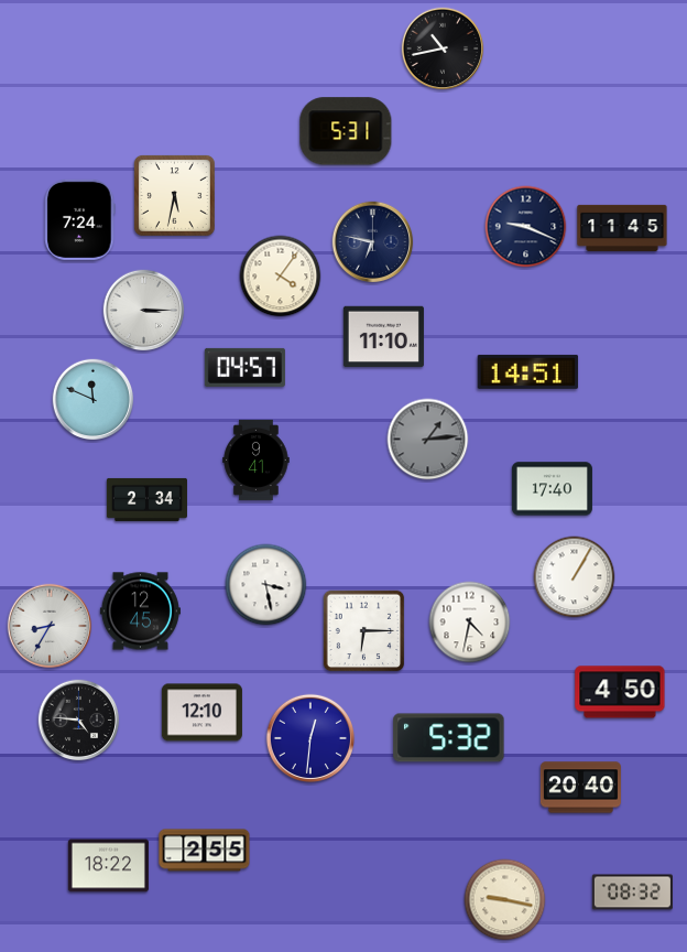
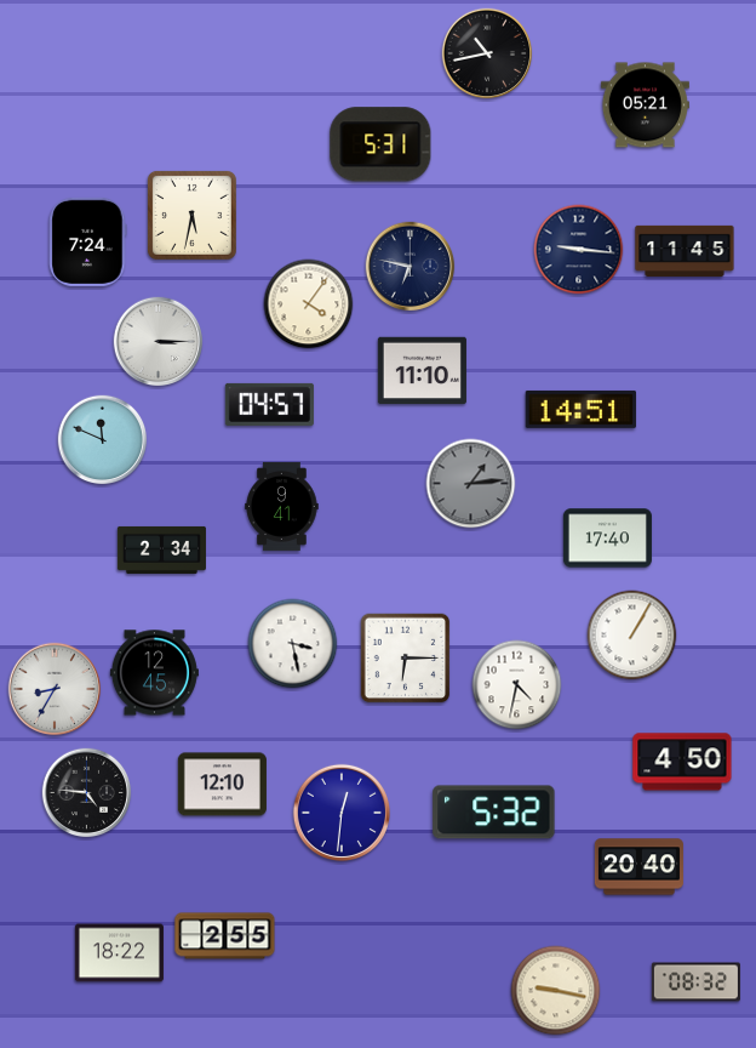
clock at (645, 106): none -> 05:21
clock at (526, 227): 9:19 -> 9:16
clock at (364, 631) position: (364, 631) -> (406, 659)
